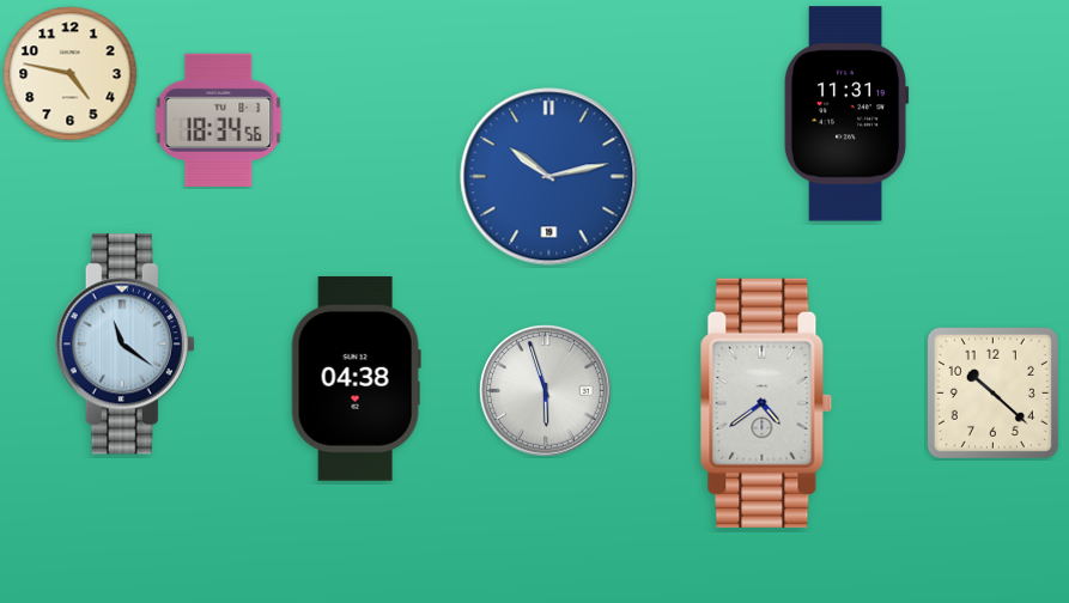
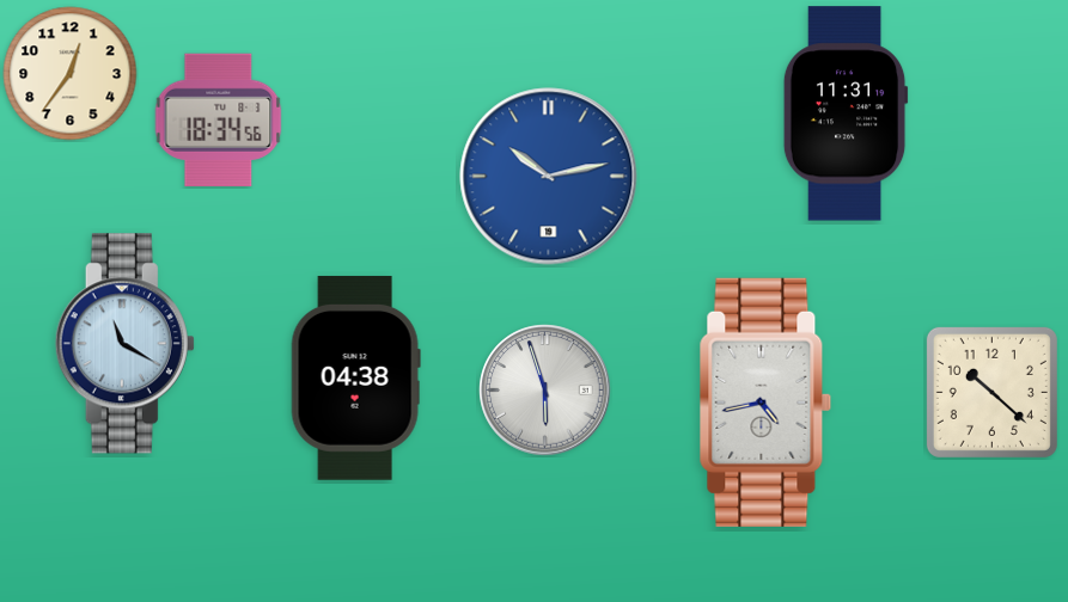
clock at (71, 74): 4:47 -> 12:36
clock at (124, 345): 11:21 -> 11:20
clock at (766, 403): 4:39 -> 4:43
